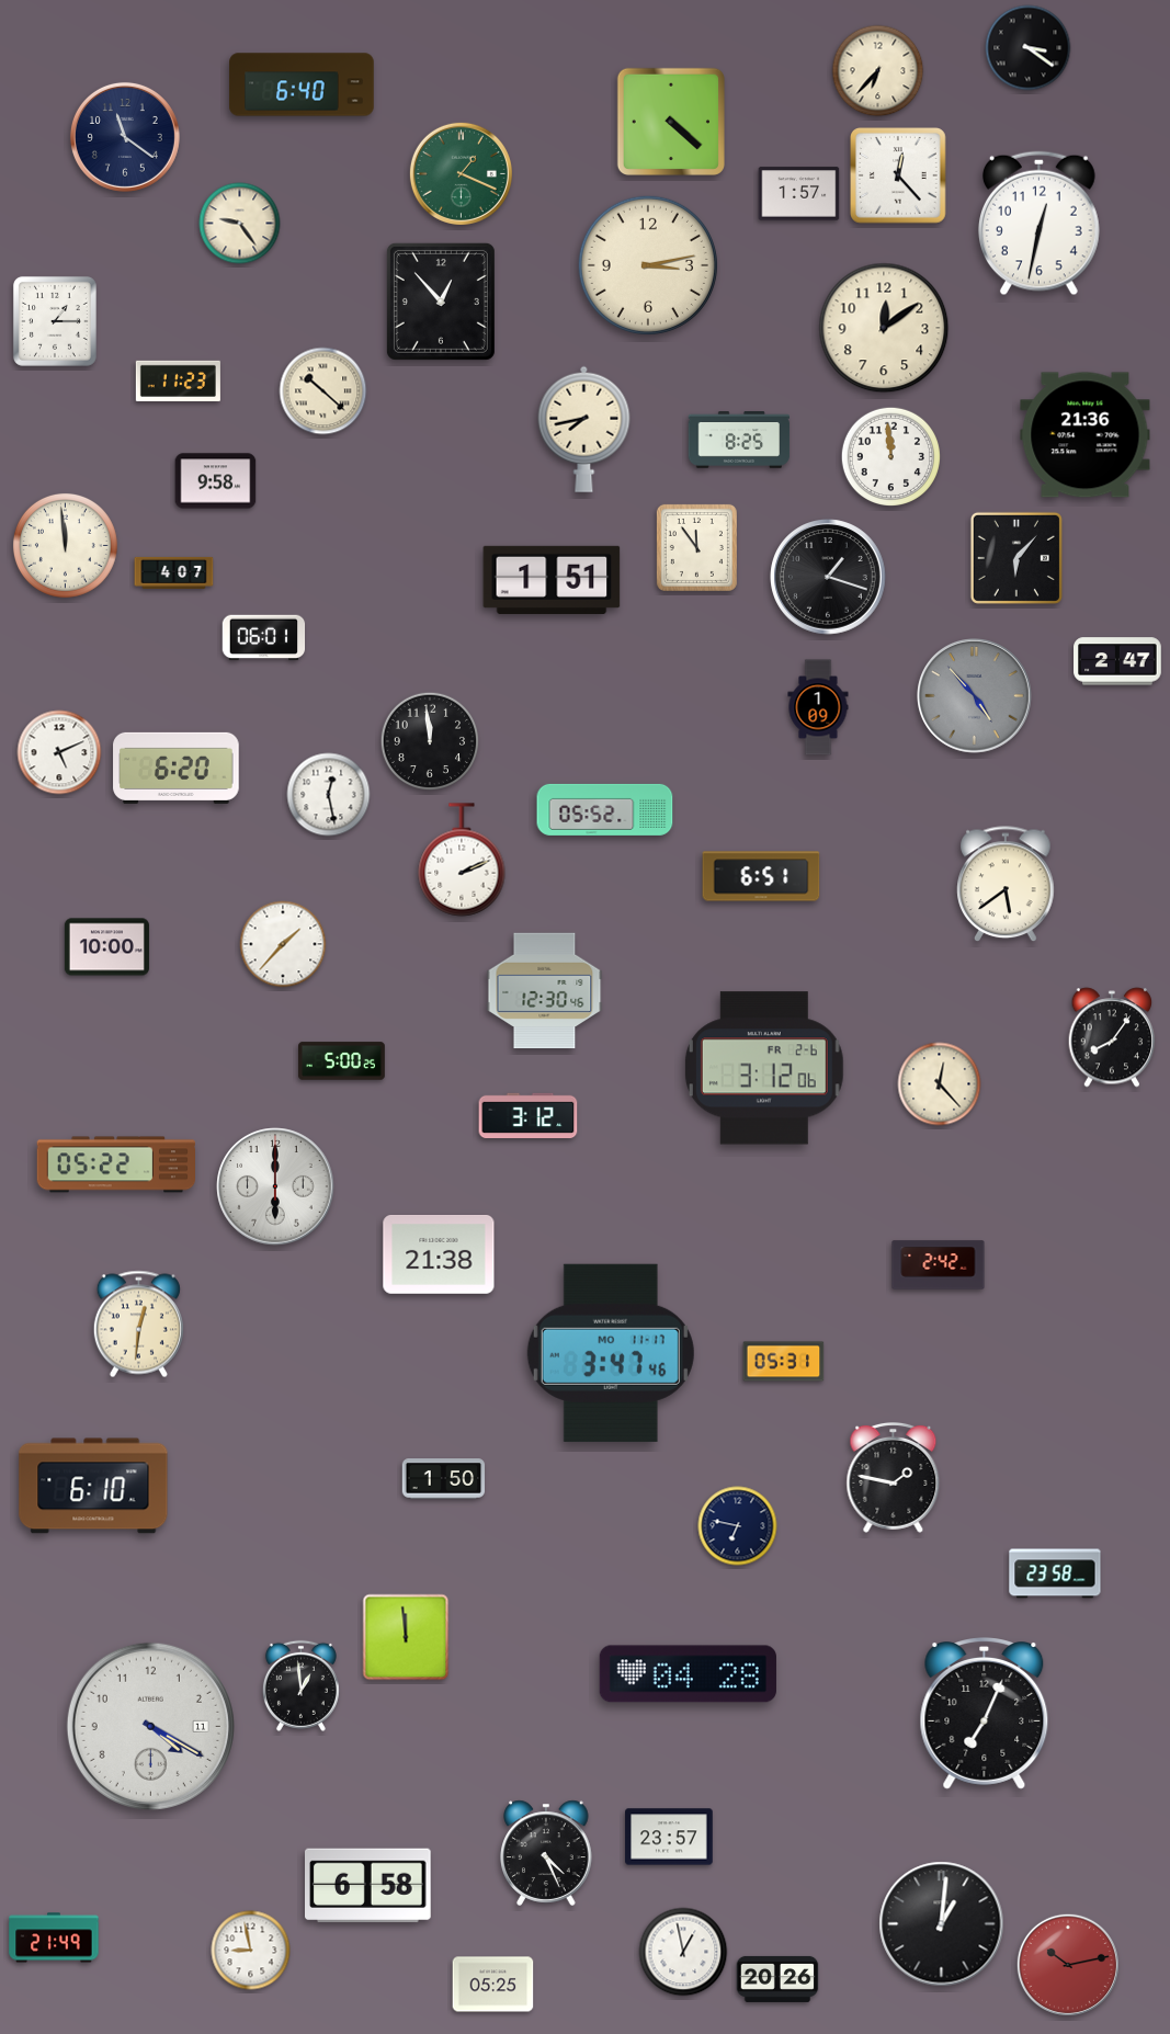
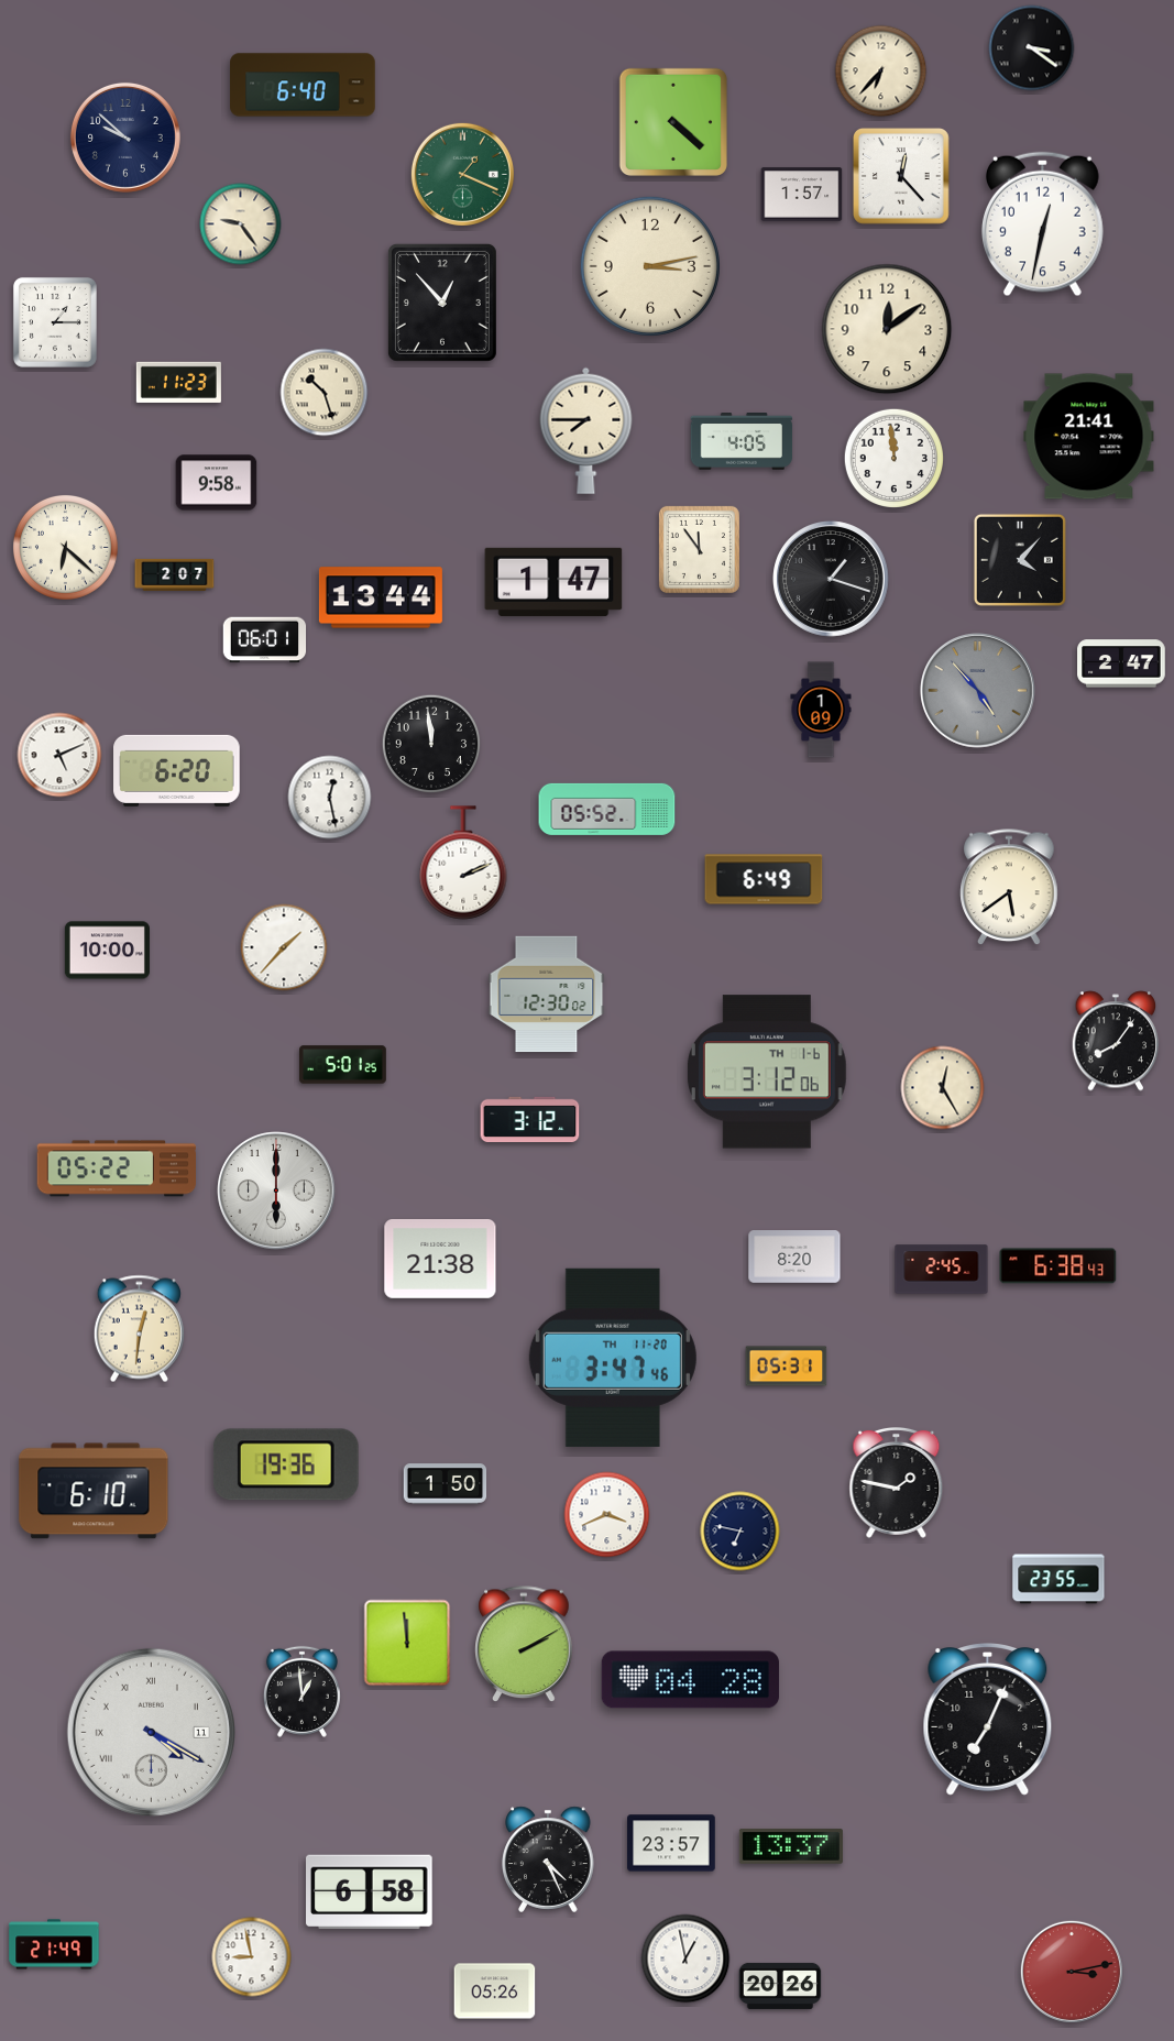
clock at (125, 137): 11:21 -> 9:52
clock at (323, 391): 10:22 -> 10:27
clock at (584, 429): 7:43 -> 7:45
clock at (1086, 435): 21:36 -> 21:41
clock at (739, 441): 8:25 -> 4:05
clock at (65, 545): 11:59 -> 6:22
clock at (1016, 558): 6:07 -> 4:07
clock at (174, 572): 4:07 -> 2:07
clock at (552, 580): 1:51 -> 1:47
clock at (381, 597): none -> 13:44
clock at (975, 696) position: (975, 696) -> (978, 691)
clock at (605, 809) position: (605, 809) -> (607, 809)
clock at (761, 876): 6:51 -> 6:49
clock at (545, 991): 12:30:46 -> 12:30:02
clock at (342, 1061): 5:00 -> 5:01
clock at (764, 1068) date: FR 2-6 -> TH 1-6
clock at (940, 1084): 12:23 -> 12:25
clock at (794, 1257): none -> 8:20
clock at (1058, 1266): none -> 6:38
clock at (939, 1265): 2:42 -> 2:45
clock at (611, 1353) date: MO 11-17 -> TH 11-20
clock at (286, 1464): none -> 19:36
clock at (607, 1515): none -> 3:41
clock at (1055, 1573): 23:58 -> 23:55
clock at (524, 1645): none -> 2:10
clock at (150, 1726) numerals: Arabic -> Roman
clock at (791, 1846): none -> 13:37
clock at (942, 1924): 1:01 -> none
clock at (1068, 1965): 10:13 -> 3:13
clock at (493, 1985): 05:25 -> 05:26
